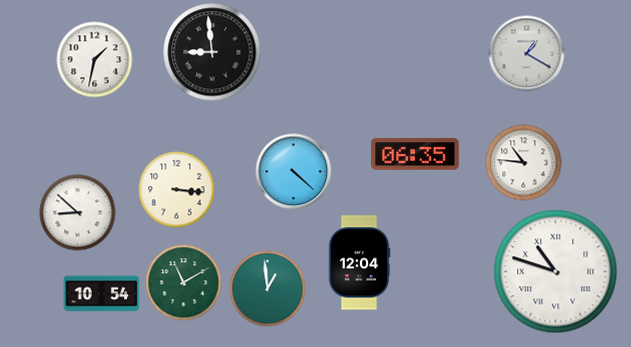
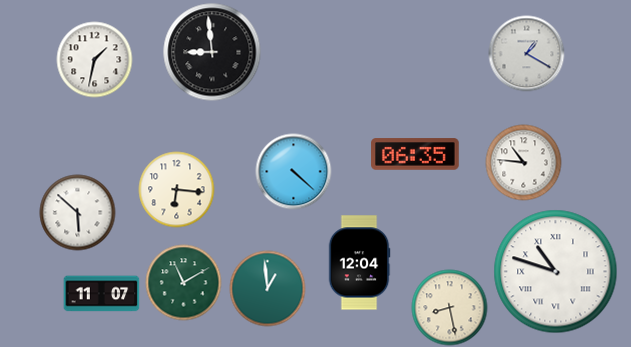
clock at (177, 190): 3:16 -> 6:16
clock at (78, 213): 8:52 -> 5:52
clock at (102, 294): 10:54 -> 11:07
clock at (450, 308): none -> 8:28
